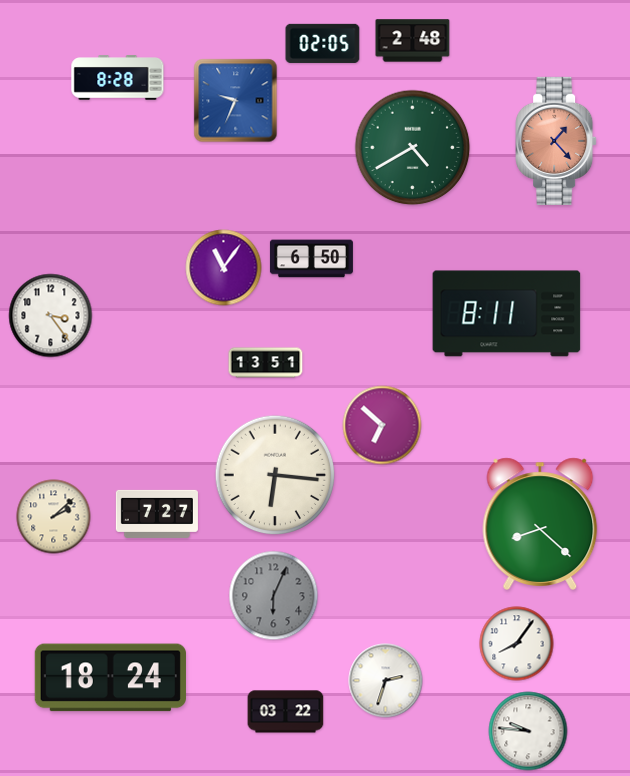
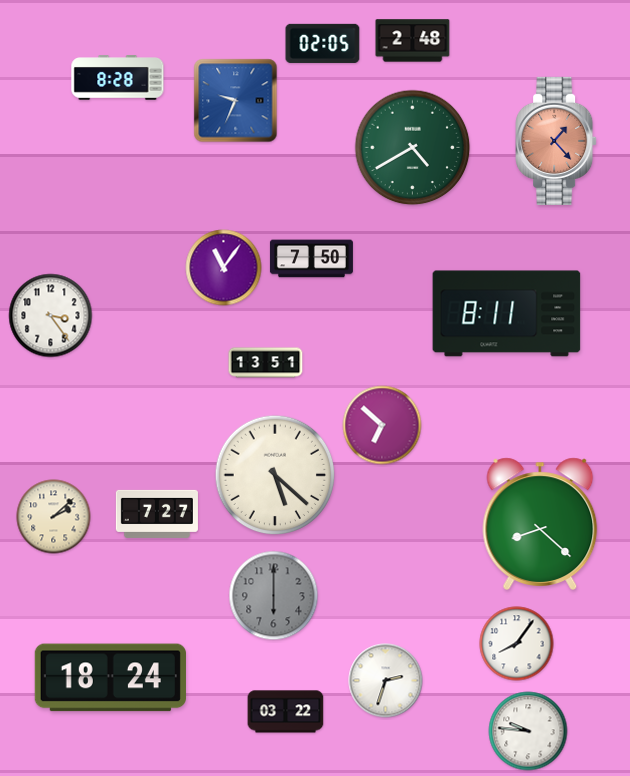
clock at (311, 259): 6:50 -> 7:50
clock at (275, 475): 6:16 -> 5:22
clock at (274, 596): 6:04 -> 6:00
